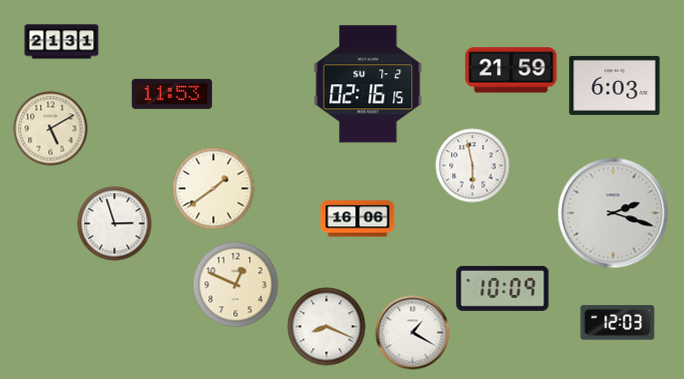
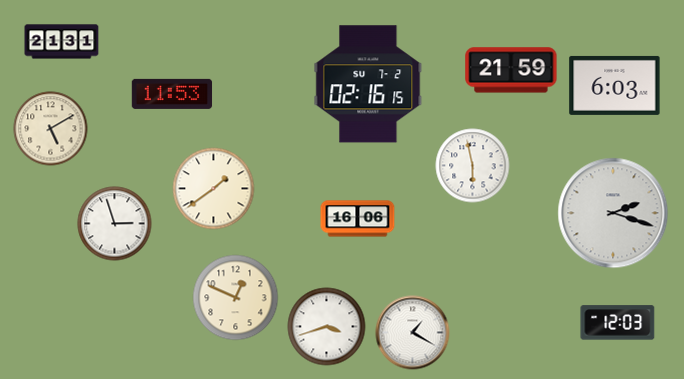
clock at (236, 285) position: (236, 285) -> (236, 298)
clock at (503, 288): 10:09 -> none
clock at (327, 327): 8:19 -> 3:42
